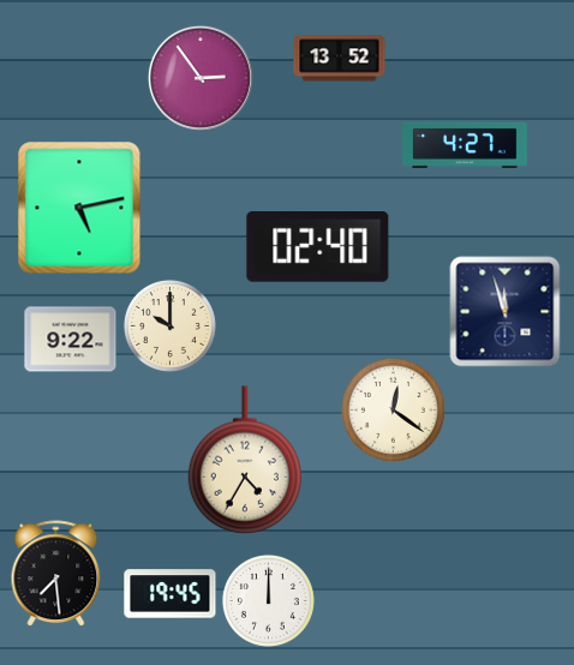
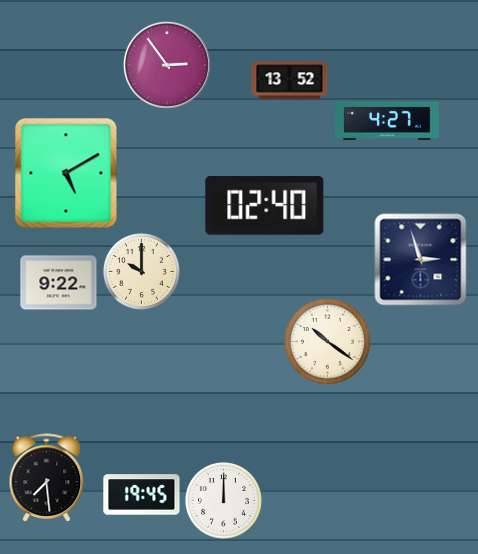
clock at (340, 59) position: (340, 59) -> (290, 81)
clock at (79, 208): 5:13 -> 5:10
clock at (506, 312): 11:57 -> 2:57
clock at (393, 409): 12:21 -> 10:21
clock at (245, 460): 4:35 -> none
